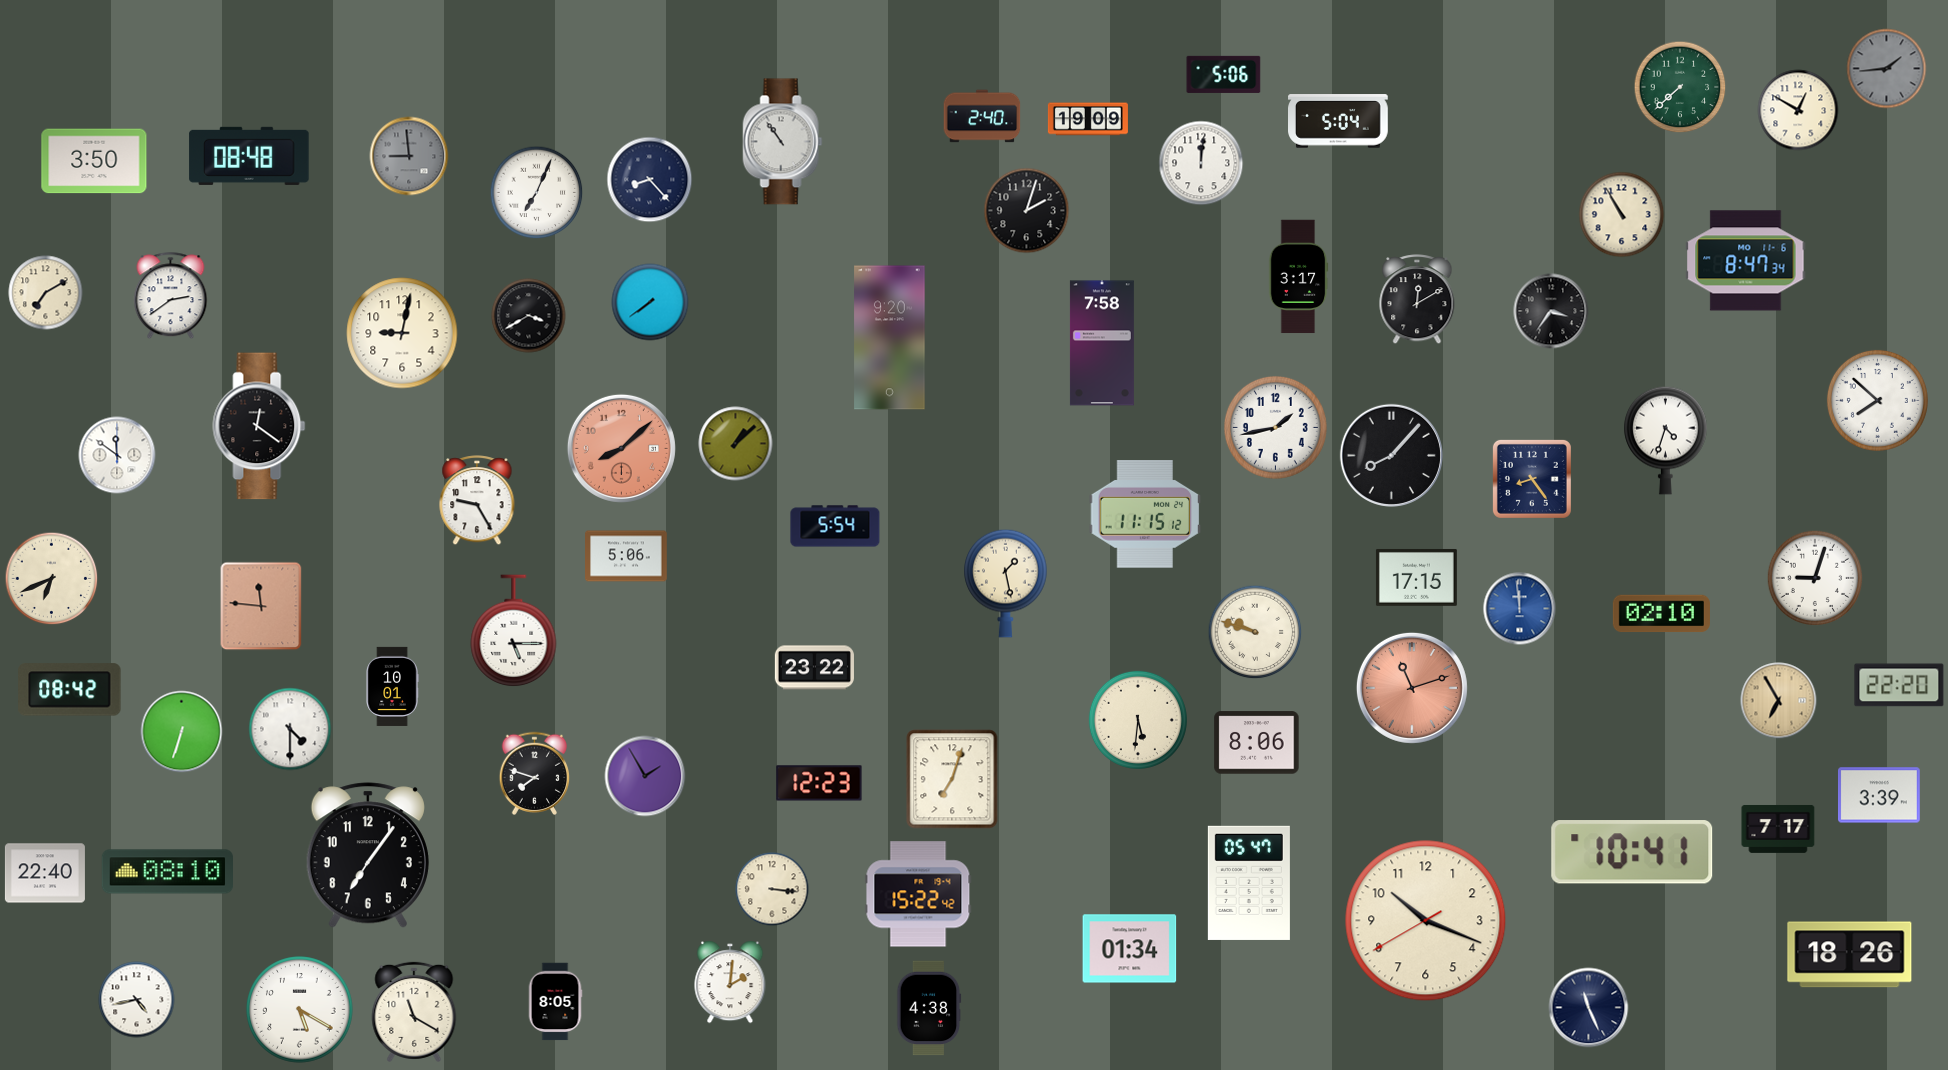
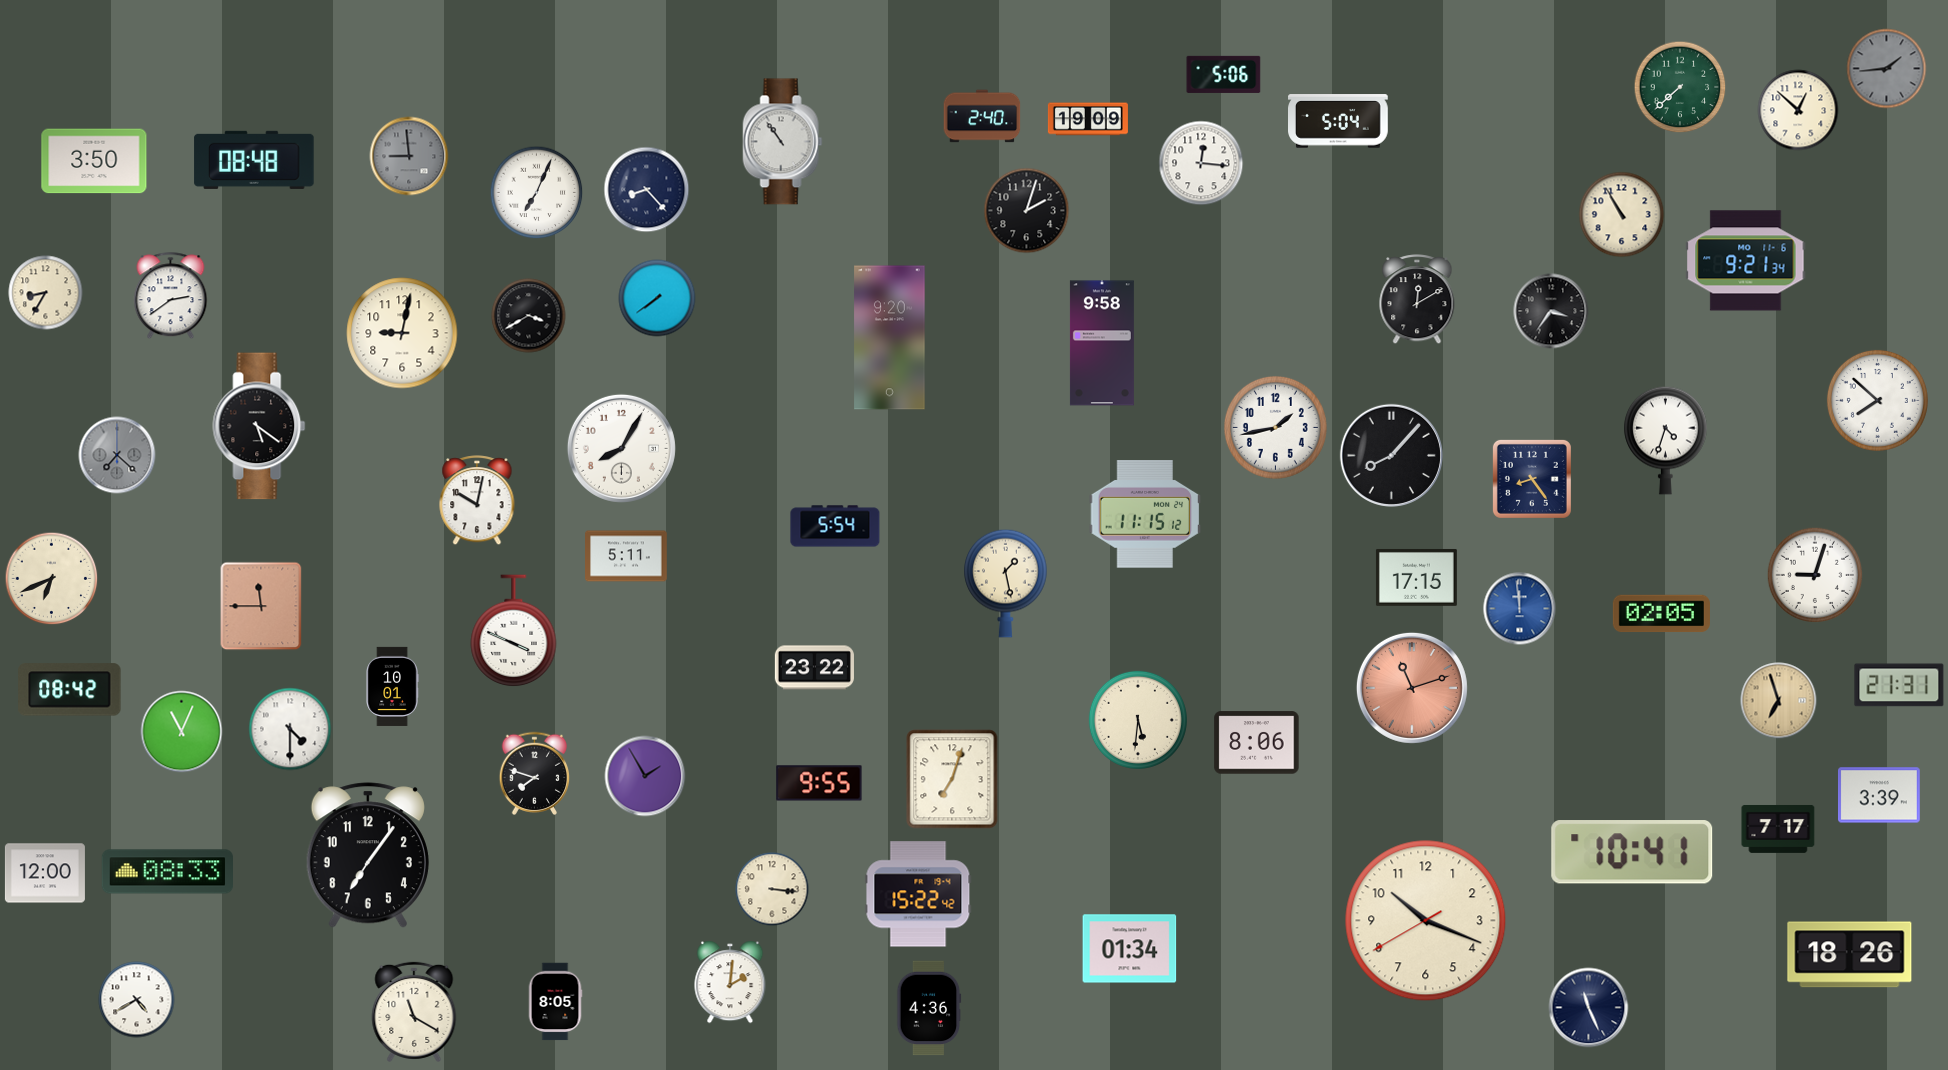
clock at (1798, 110): 12:50 -> 12:52
clock at (249, 156) position: (249, 156) -> (254, 160)
clock at (1201, 163): 12:01 -> 12:16
clock at (650, 180) position: (650, 180) -> (647, 190)
clock at (1746, 261): 8:47 -> 9:21
clock at (1298, 277): 3:17 -> none
clock at (46, 293): 7:10 -> 8:35
clock at (650, 302) position: (650, 302) -> (657, 298)
clock at (1102, 343): 7:58 -> 9:58
clock at (259, 426): 12:21 -> 5:21
clock at (736, 444): 1:08 -> none
clock at (621, 448): 8:08 -> 8:05
clock at (621, 448) dial: salmon -> white
clock at (117, 455): 11:51 -> 7:22
clock at (117, 455) dial: white -> grey
clock at (477, 501): 9:25 -> 10:02
clock at (627, 556): 5:06 -> 5:11
clock at (1815, 578) position: (1815, 578) -> (1815, 575)
clock at (261, 606): 11:46 -> 11:45
clock at (1661, 614): 02:10 -> 02:05
clock at (514, 631): 5:15 -> 3:49
clock at (1255, 632): 9:48 -> none
clock at (1899, 685): 22:20 -> 21:31
clock at (1779, 701): 6:55 -> 6:57
clock at (182, 732): 6:33 -> 11:04
clock at (819, 783): 12:23 -> 9:55
clock at (167, 872): 08:10 -> 08:33
clock at (45, 873): 22:40 -> 12:00
clock at (1249, 883): 05:47 -> none
clock at (137, 1000): 4:43 -> 4:40
clock at (929, 1008): 4:38 -> 4:36
clock at (300, 1010): 5:20 -> none
